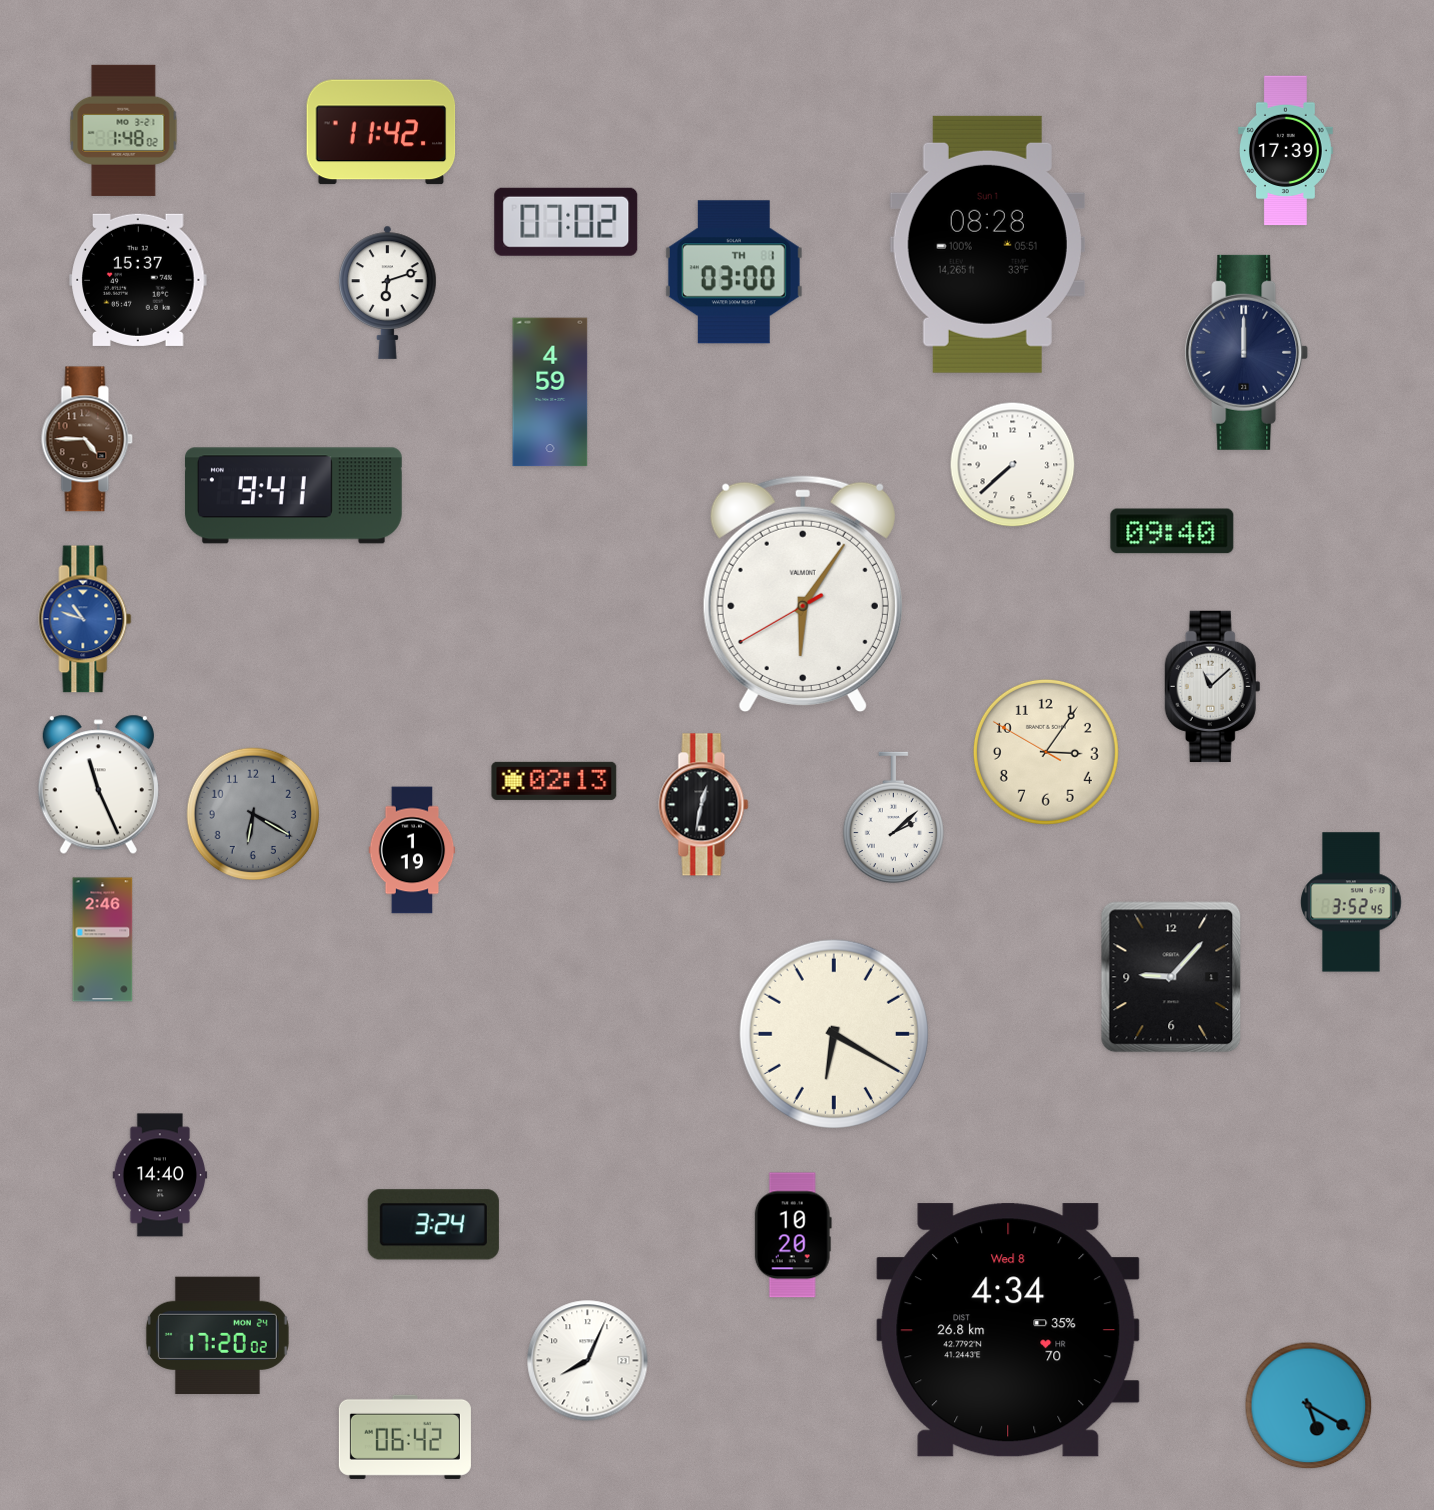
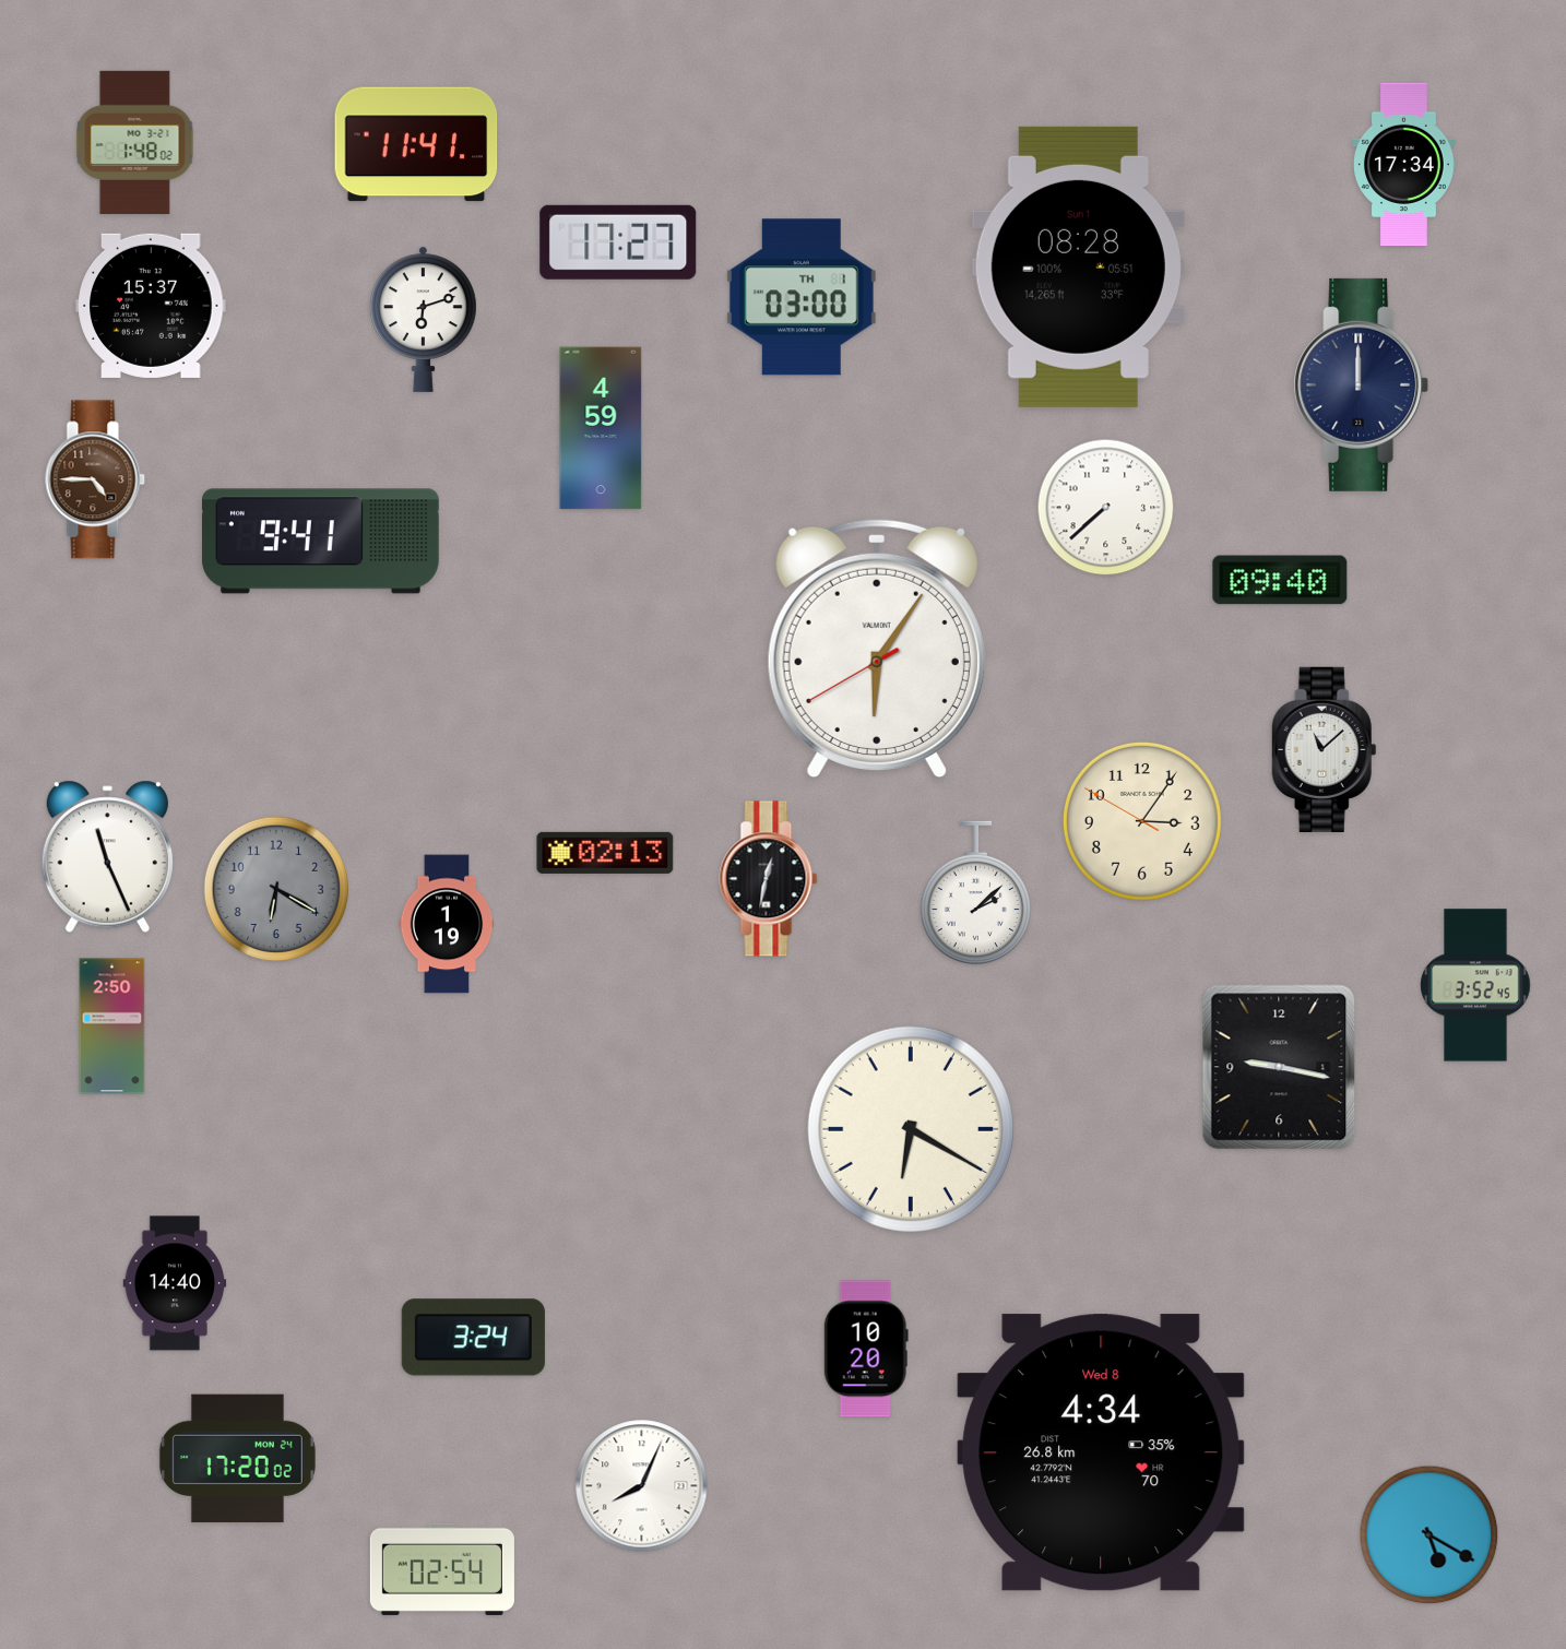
clock at (381, 132): 11:42 -> 11:41
clock at (1286, 151): 17:39 -> 17:34
clock at (566, 222): 07:02 -> 17:27
clock at (85, 619): 10:48 -> none
clock at (412, 850) position: (412, 850) -> (447, 924)
clock at (103, 940): 2:46 -> 2:50
clock at (1171, 977): 9:07 -> 9:17
clock at (405, 1437): 06:42 -> 02:54
